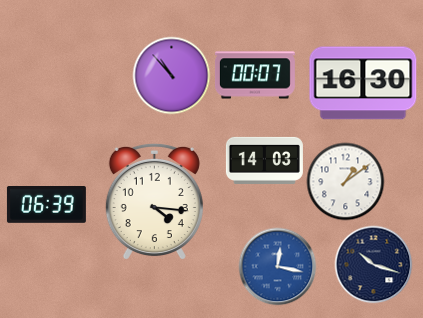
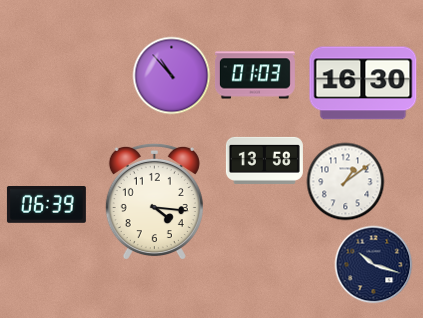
clock at (255, 75): 00:07 -> 01:03
clock at (264, 160): 14:03 -> 13:58
clock at (277, 266): 12:17 -> none
